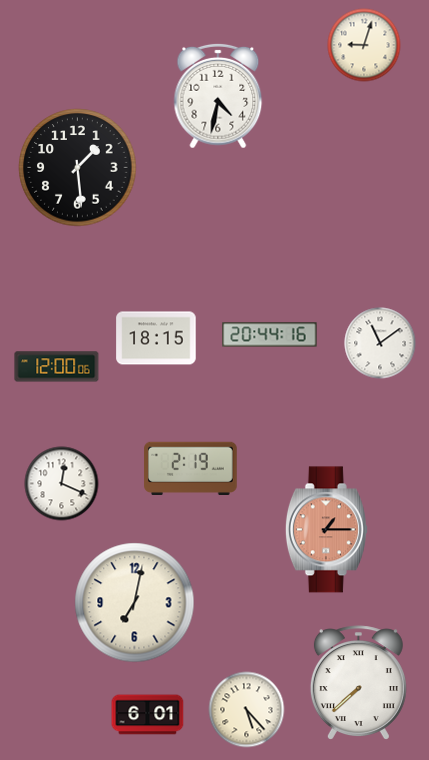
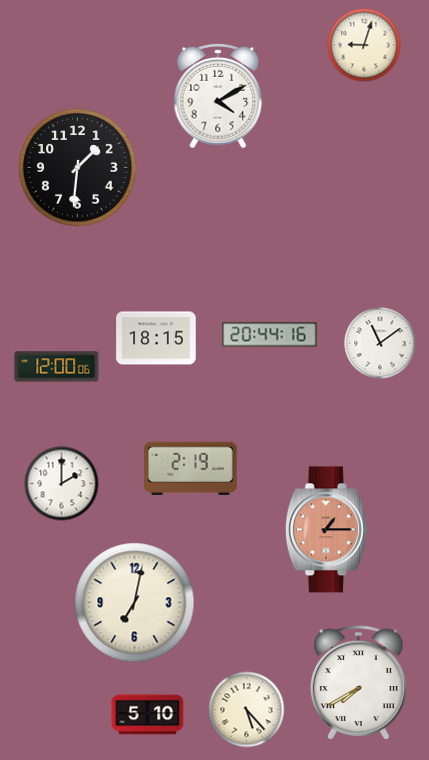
clock at (218, 96): 4:32 -> 4:10
clock at (78, 168): 1:29 -> 1:31
clock at (62, 484): 12:19 -> 2:00
clock at (358, 683): 7:38 -> 7:40
clock at (148, 715): 6:01 -> 5:10
